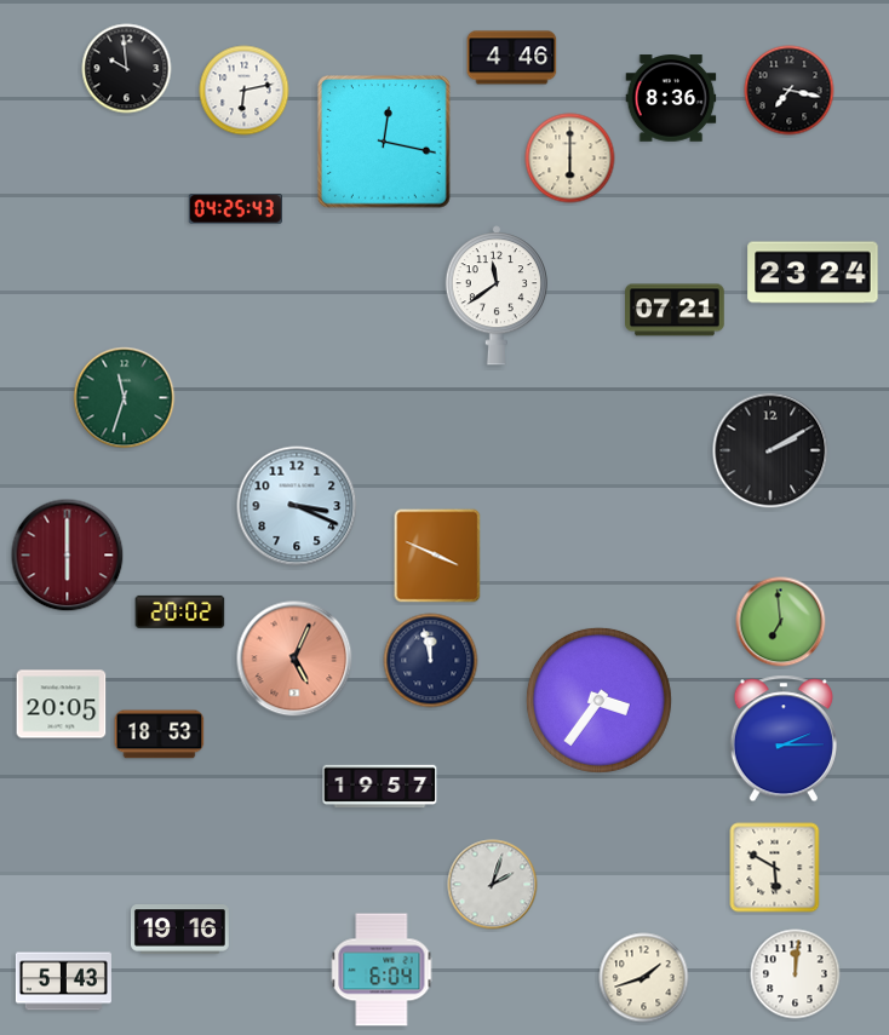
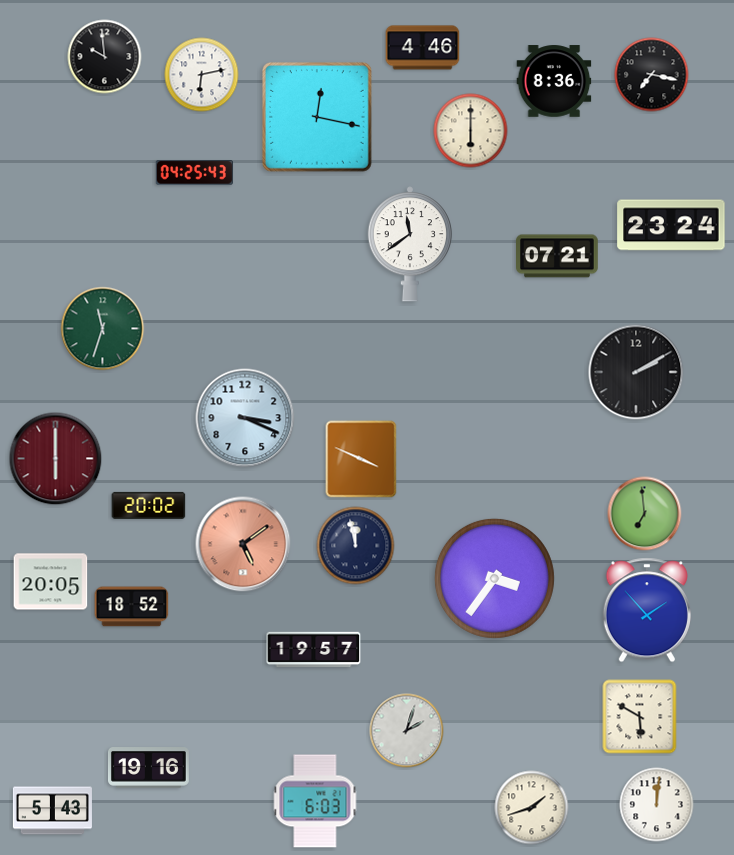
clock at (294, 659): 5:04 -> 5:09
clock at (160, 735): 18:53 -> 18:52
clock at (784, 738): 2:15 -> 1:53
clock at (382, 970): 6:04 -> 6:03
